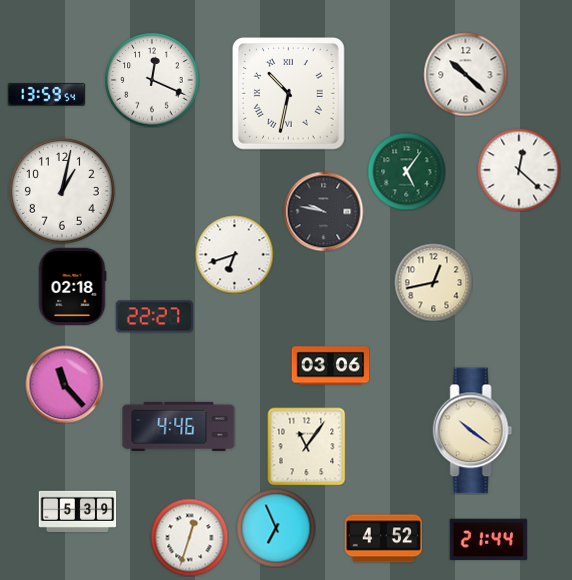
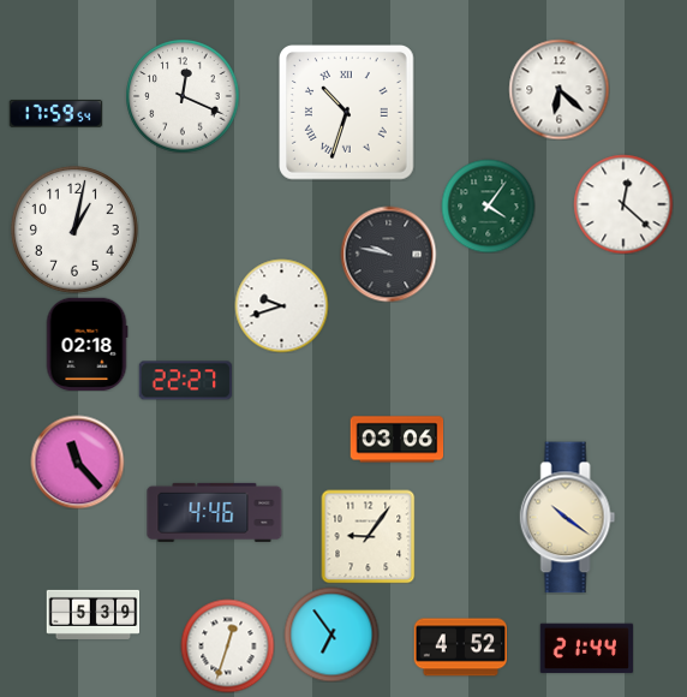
clock at (465, 74): 10:22 -> 6:22
clock at (46, 94): 13:59 -> 17:59
clock at (289, 94): 10:32 -> 10:33
clock at (406, 171): 5:06 -> 4:06
clock at (234, 254): 6:42 -> 9:42
clock at (433, 282): 12:43 -> none
clock at (306, 446): 11:06 -> 9:06
clock at (276, 528): 6:56 -> 6:54
